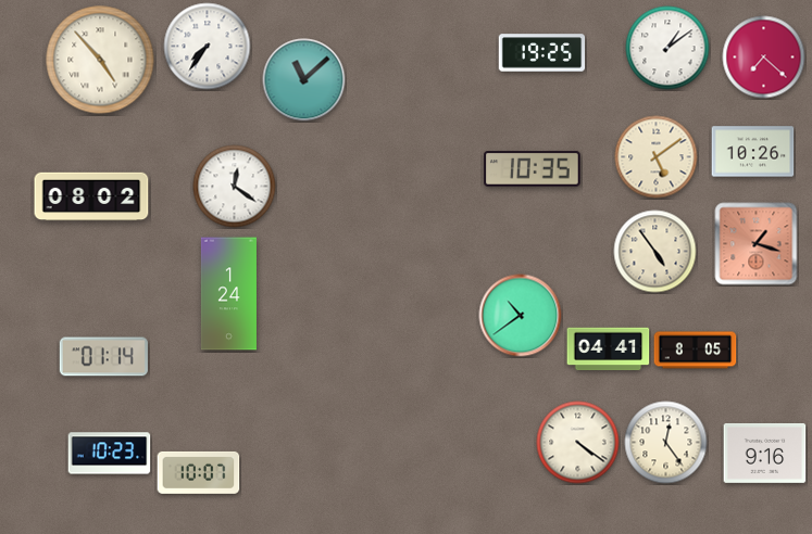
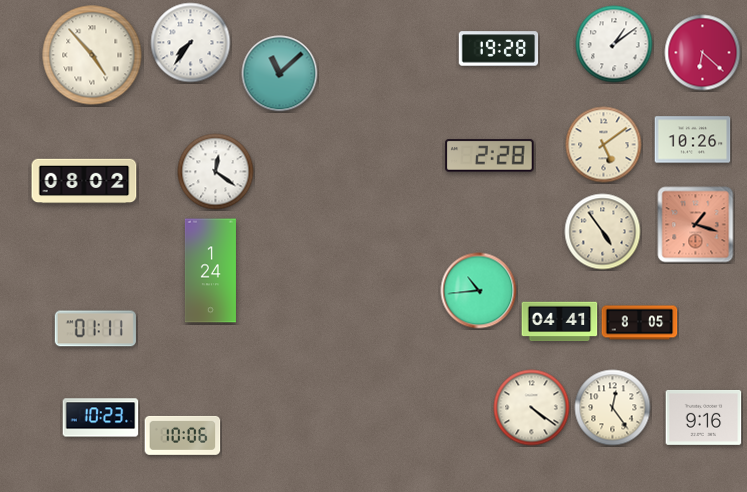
clock at (542, 53): 19:25 -> 19:28
clock at (764, 58): 7:22 -> 6:22
clock at (533, 169): 10:35 -> 2:28
clock at (521, 316): 10:39 -> 10:44
clock at (103, 357): 01:14 -> 01:11
clock at (199, 472): 10:07 -> 10:06
